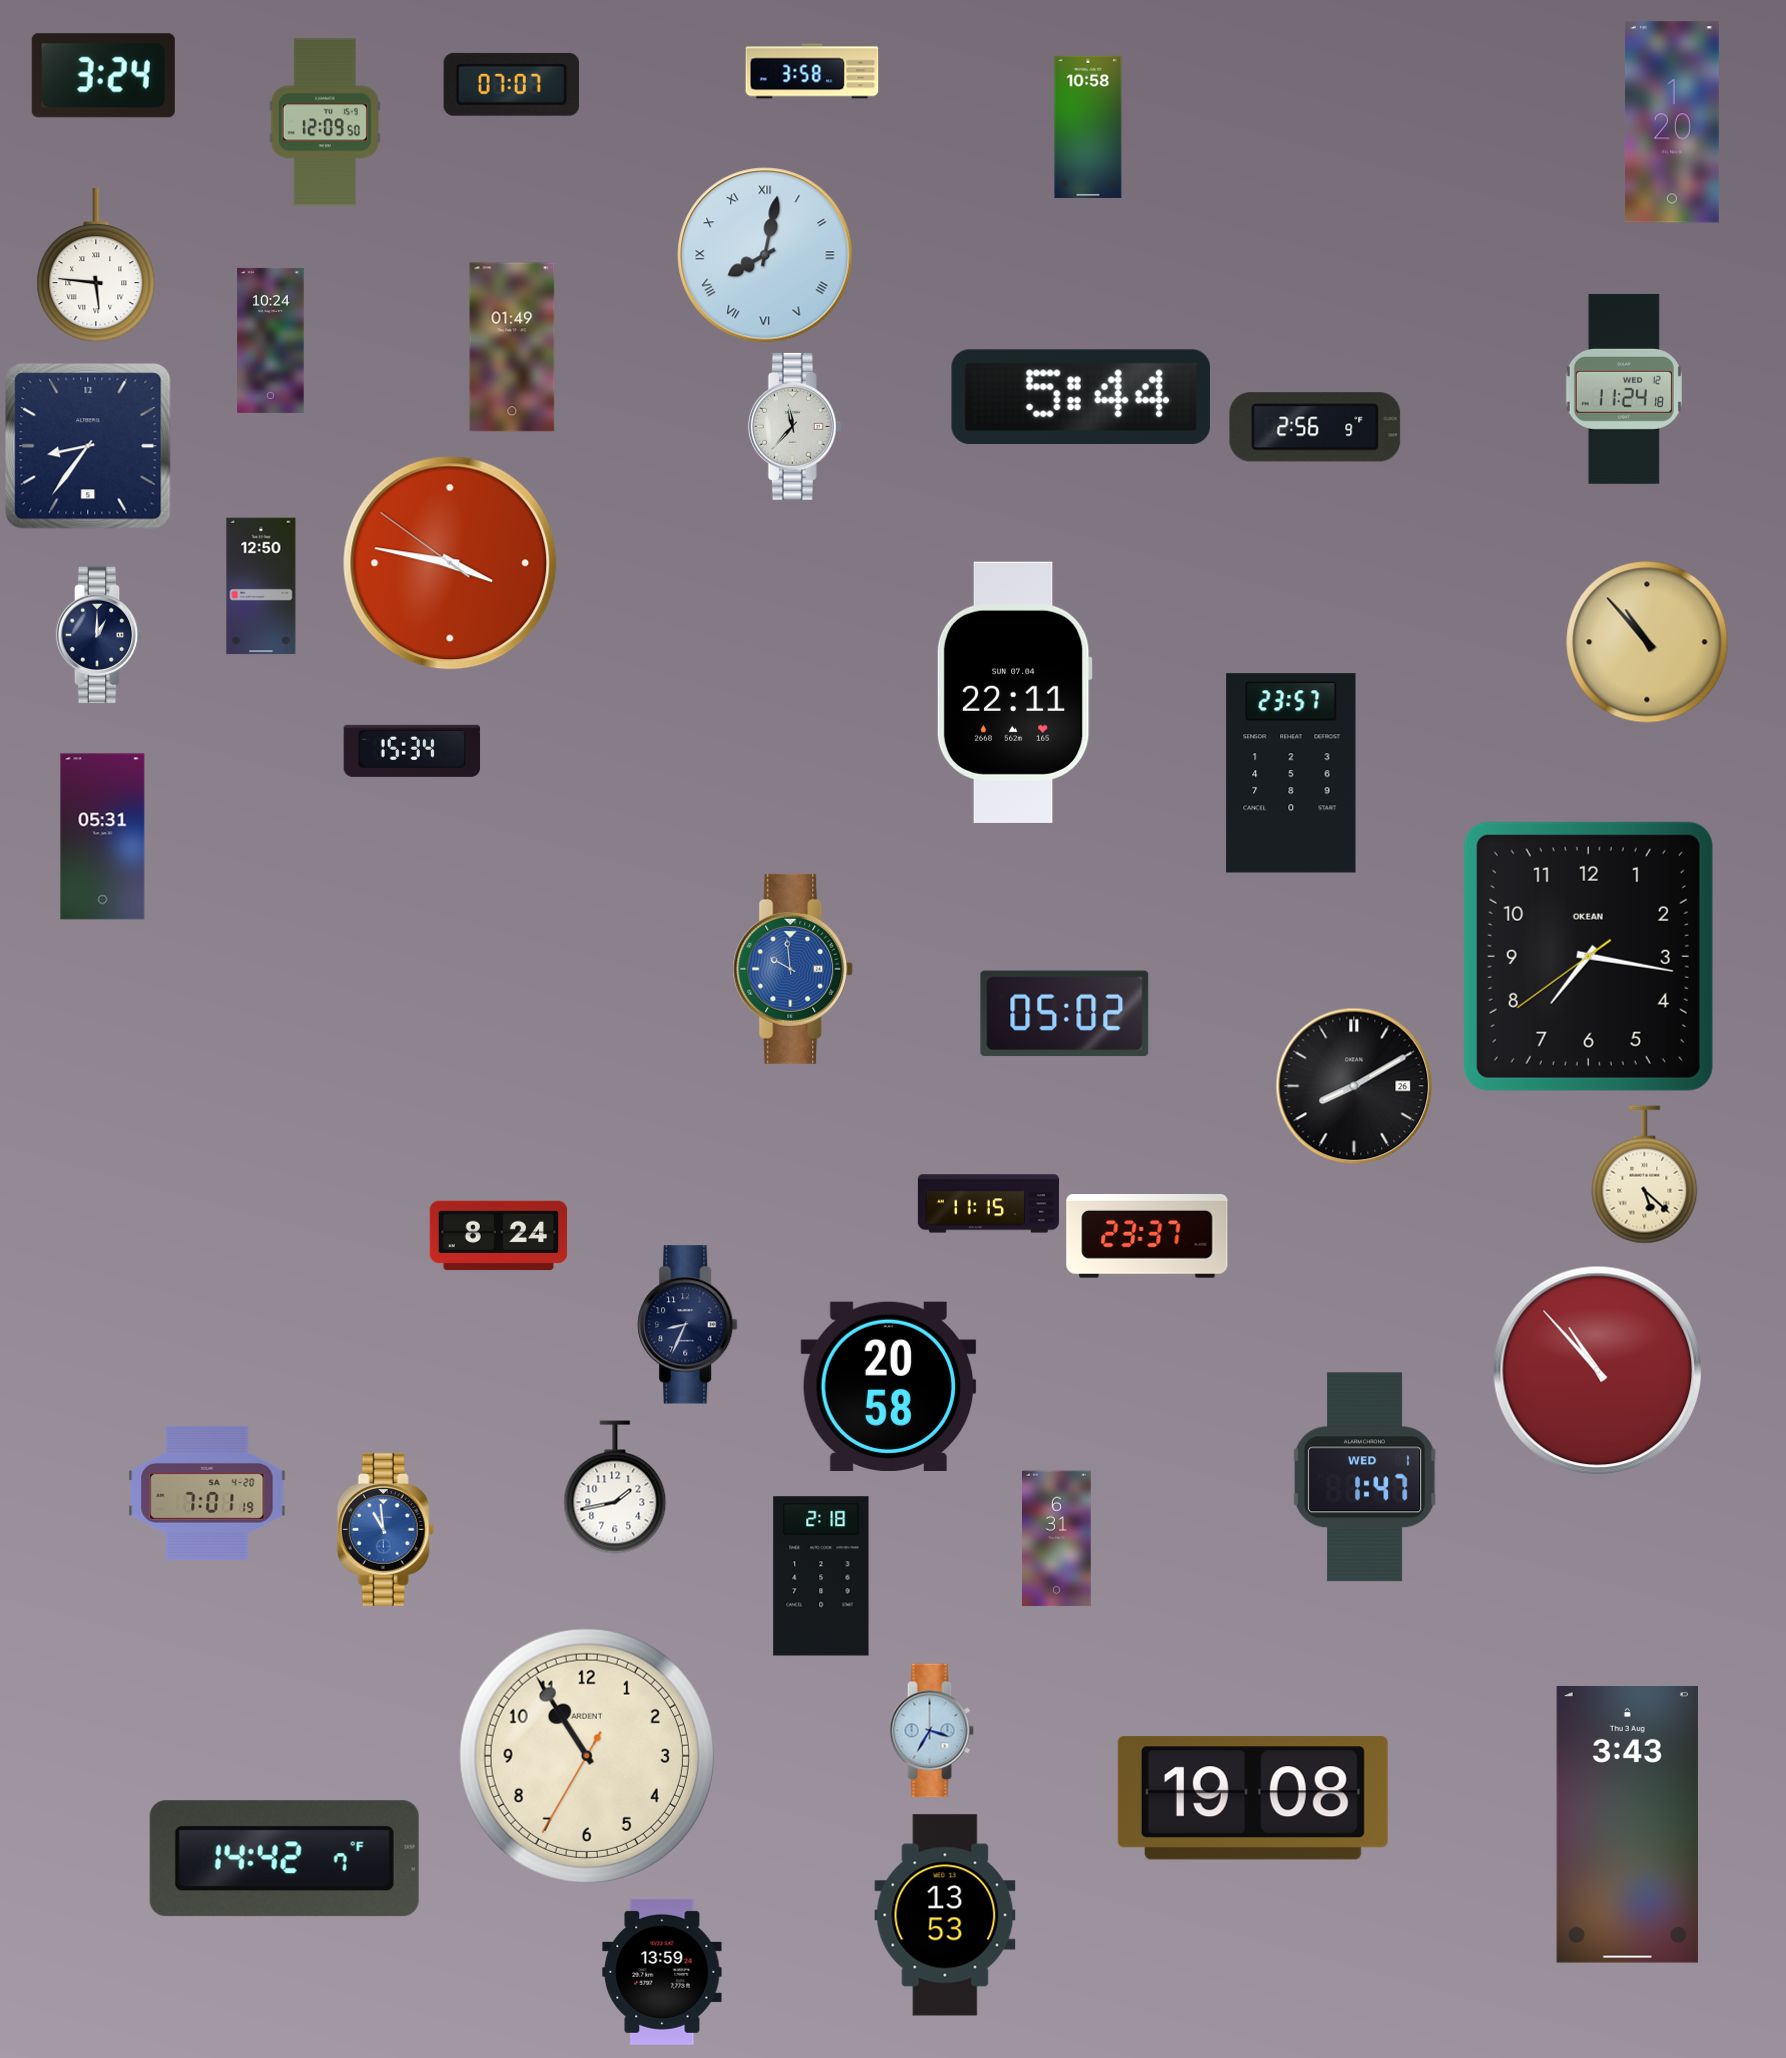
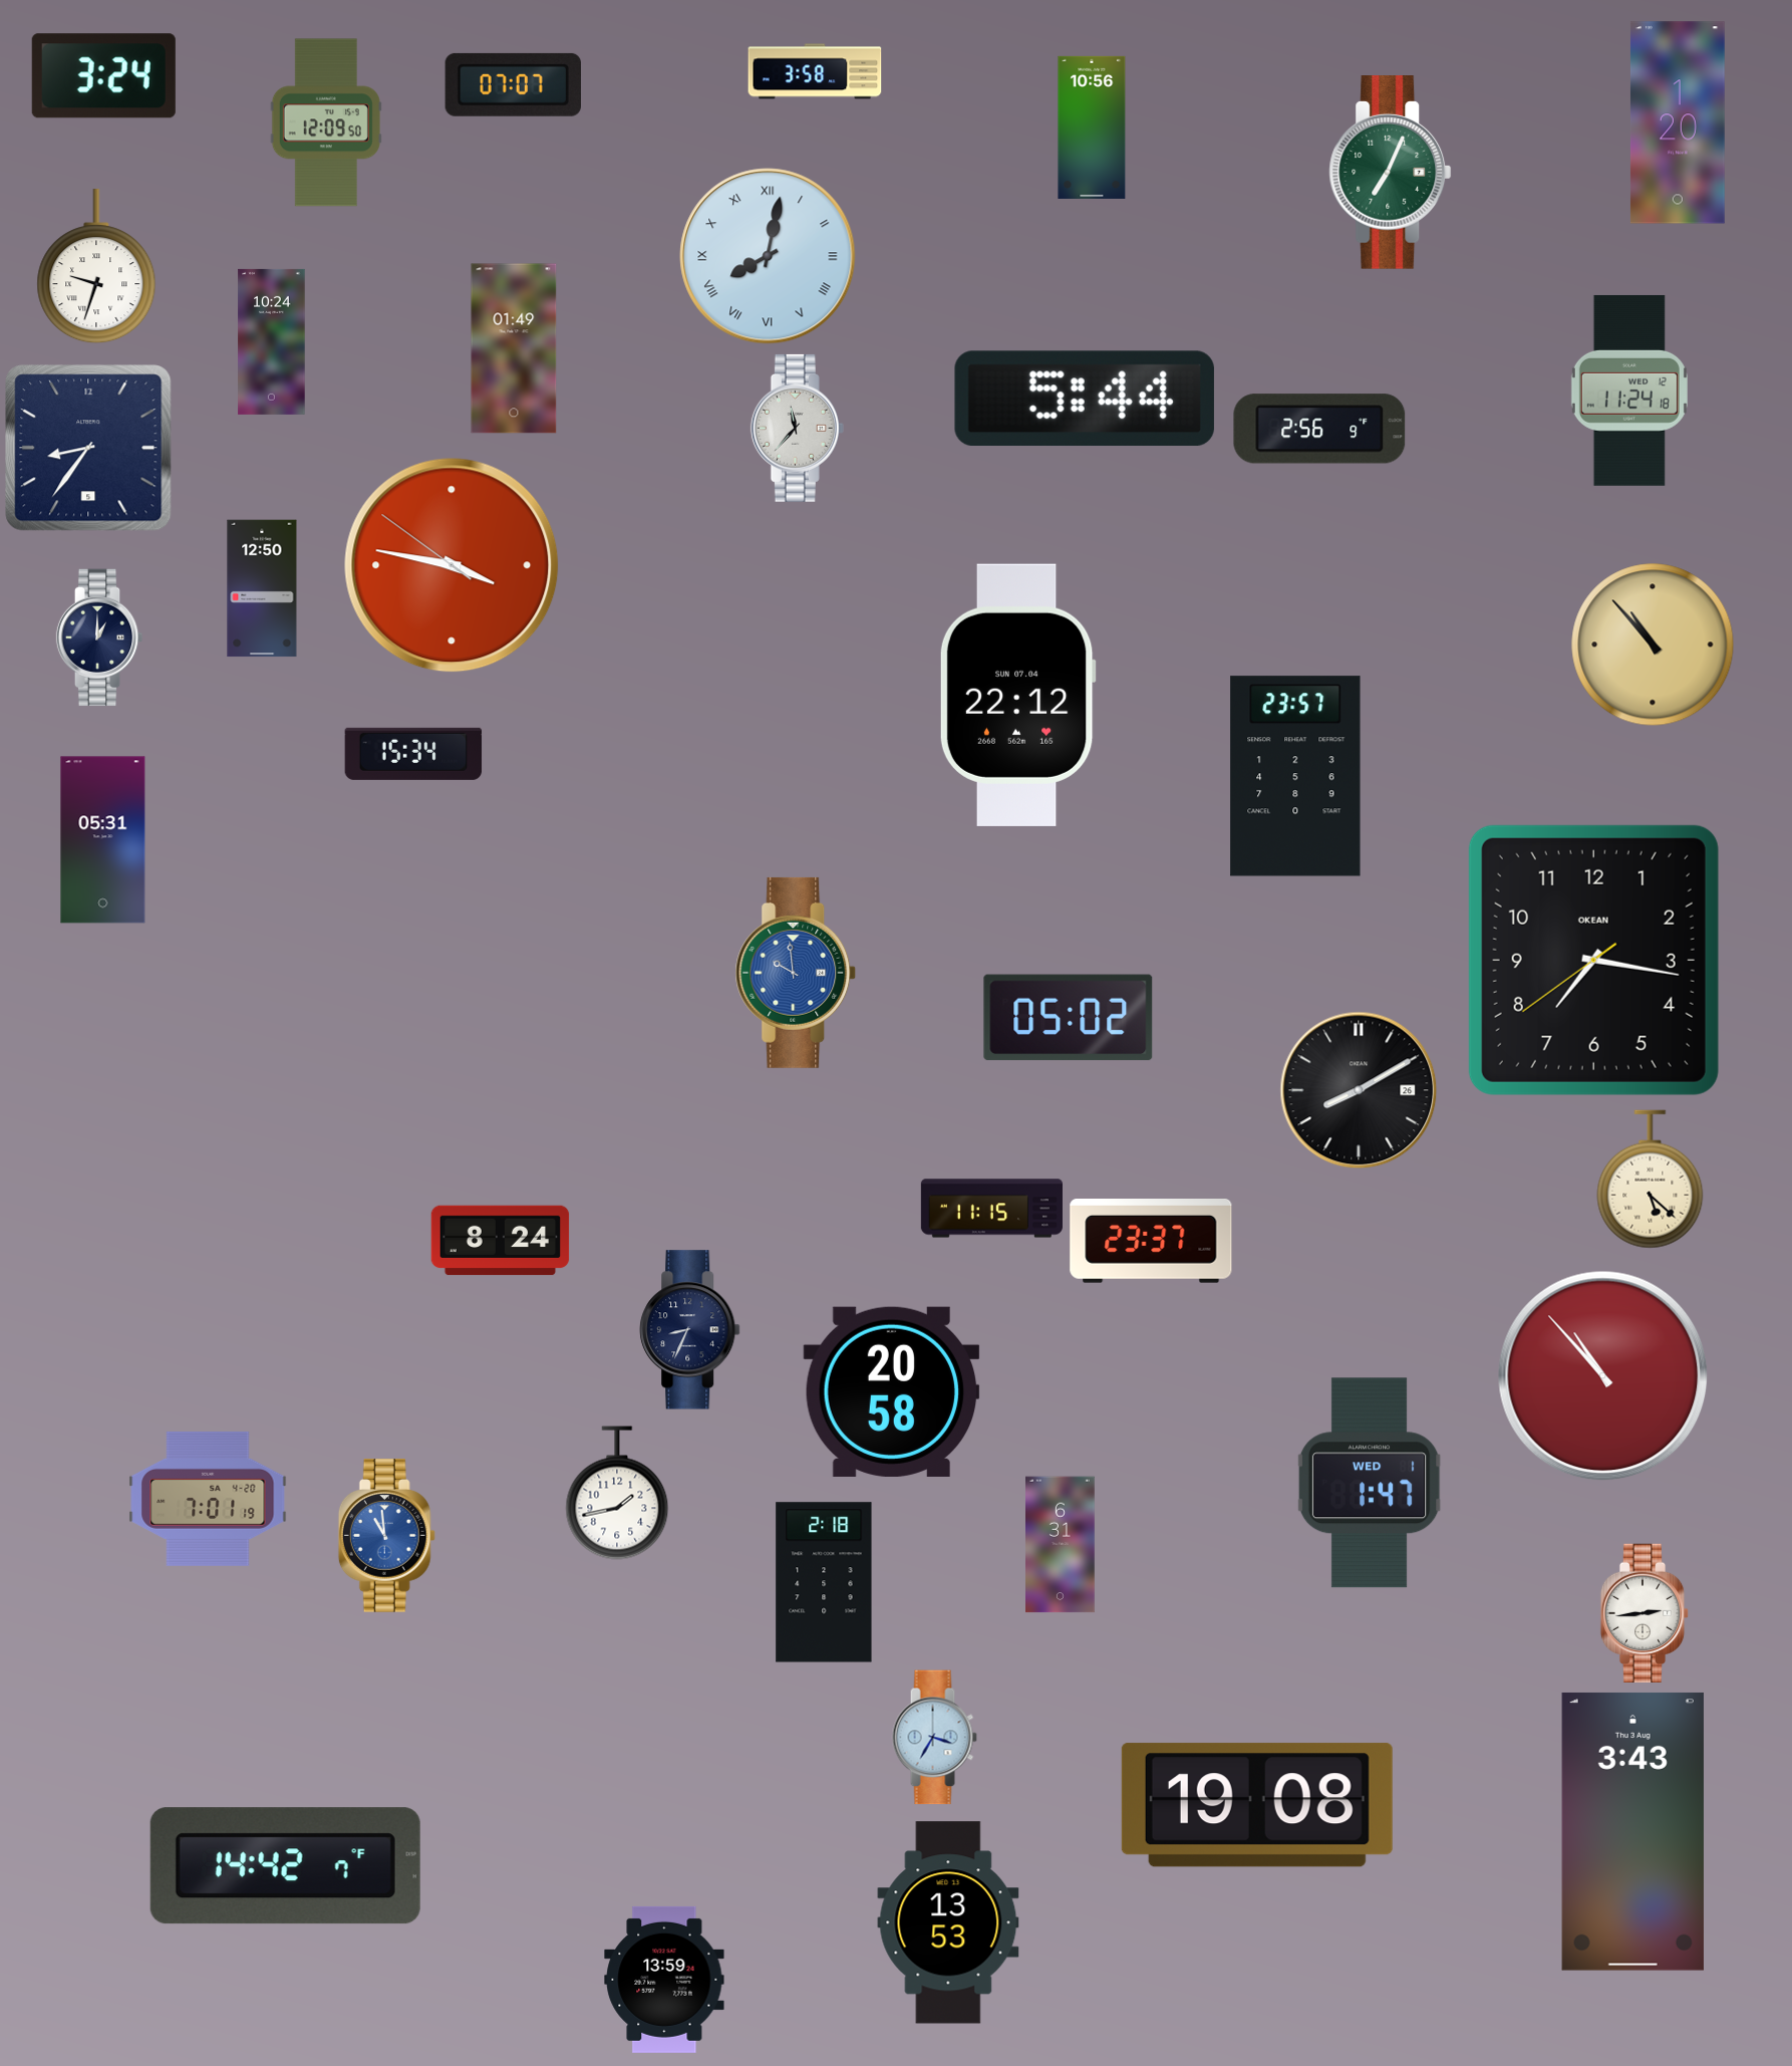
clock at (1088, 127): 10:58 -> 10:56
clock at (1391, 173): none -> 7:04
clock at (96, 266): 5:46 -> 9:33
clock at (1014, 692): 22:11 -> 22:12
clock at (1645, 1612): none -> 2:44
clock at (587, 1756): 10:54 -> none
